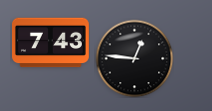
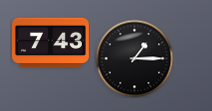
clock at (134, 58): 12:46 -> 1:15
